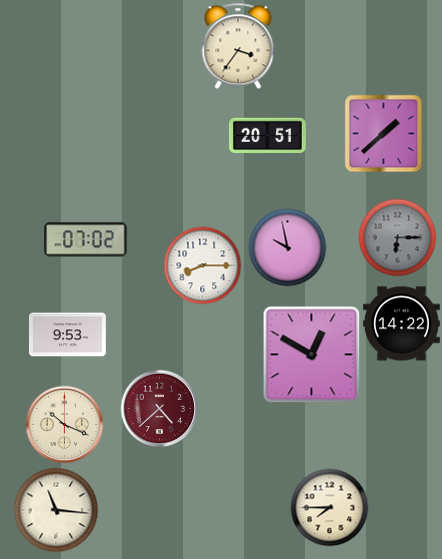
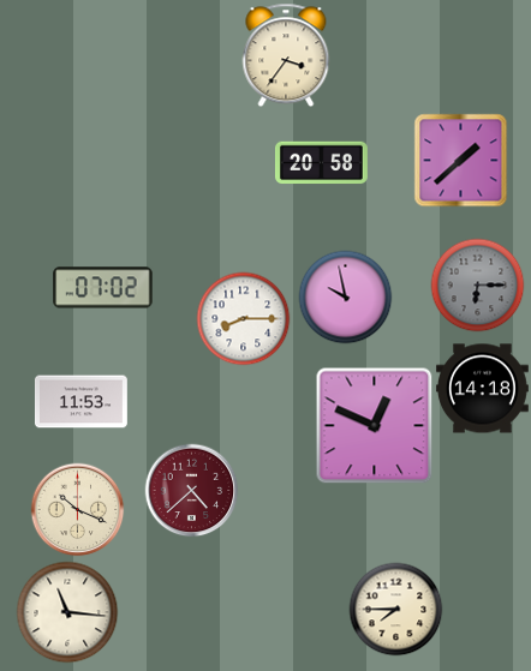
clock at (267, 136): 20:51 -> 20:58
clock at (401, 324): 14:22 -> 14:18
clock at (67, 335): 9:53 -> 11:53
clock at (311, 354): 12:50 -> 12:49
